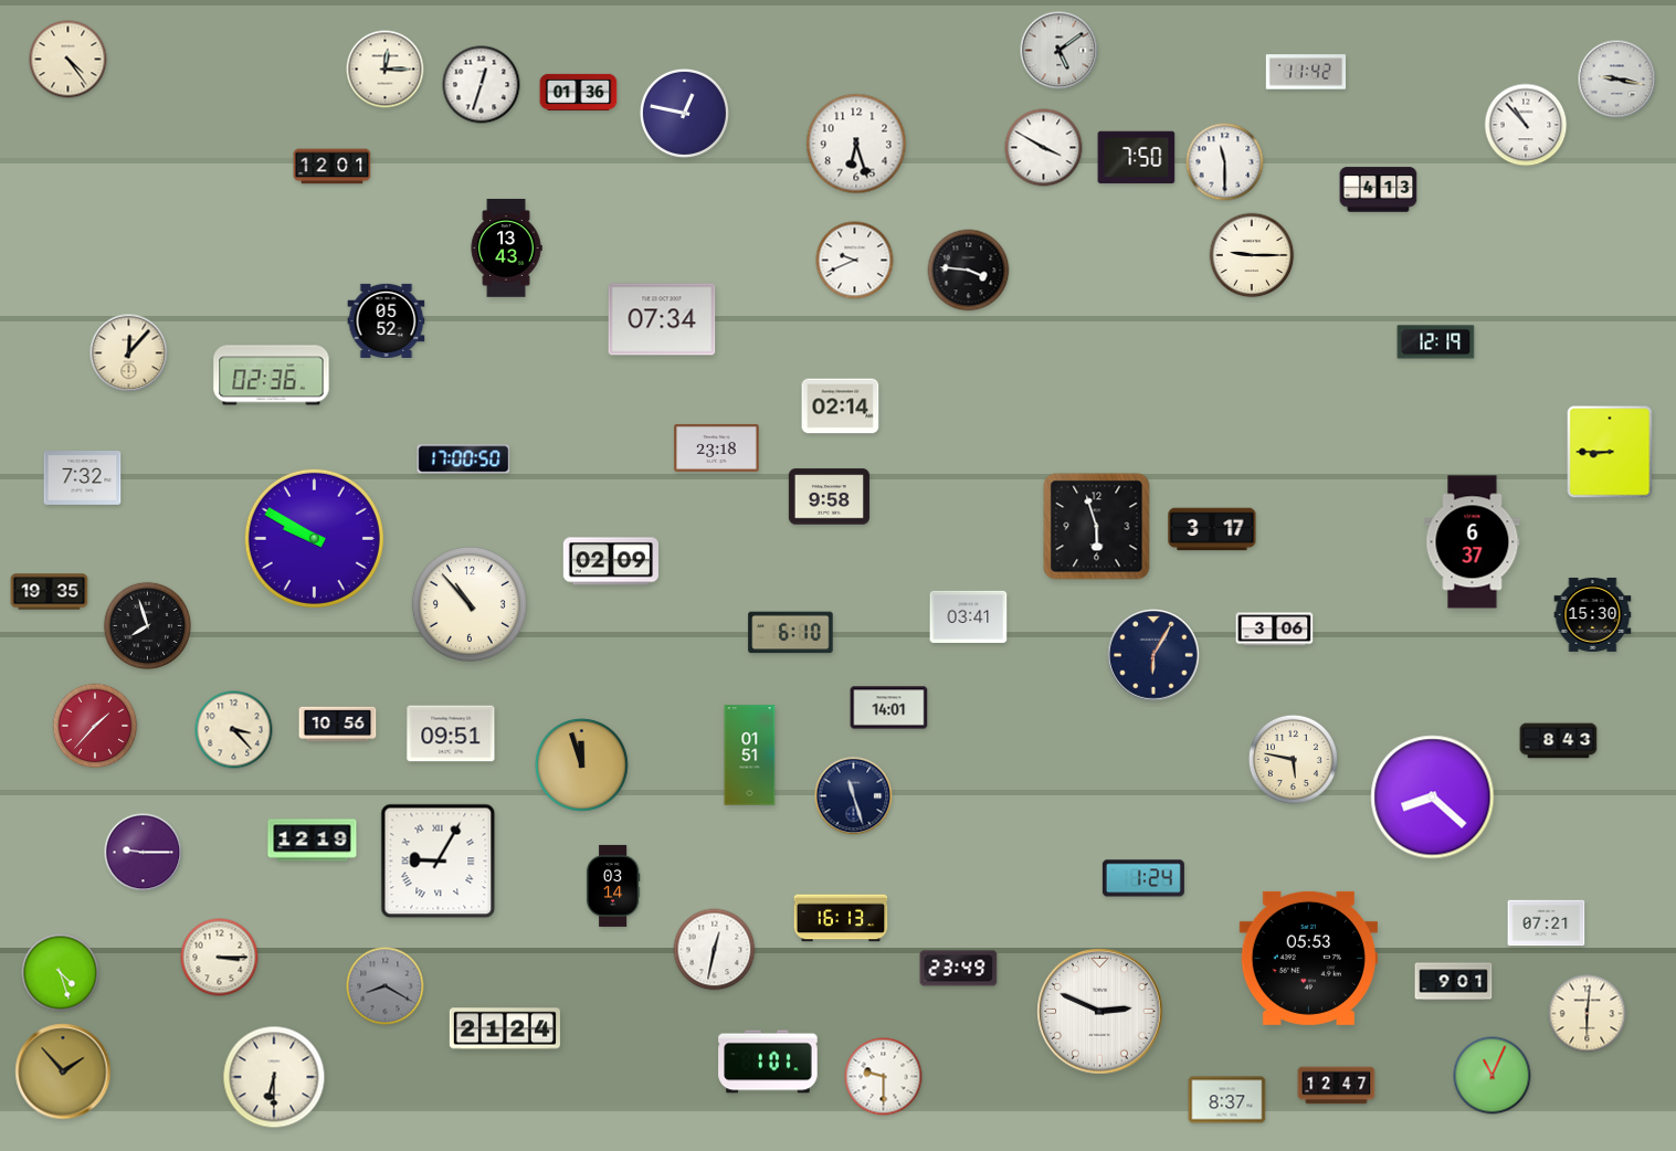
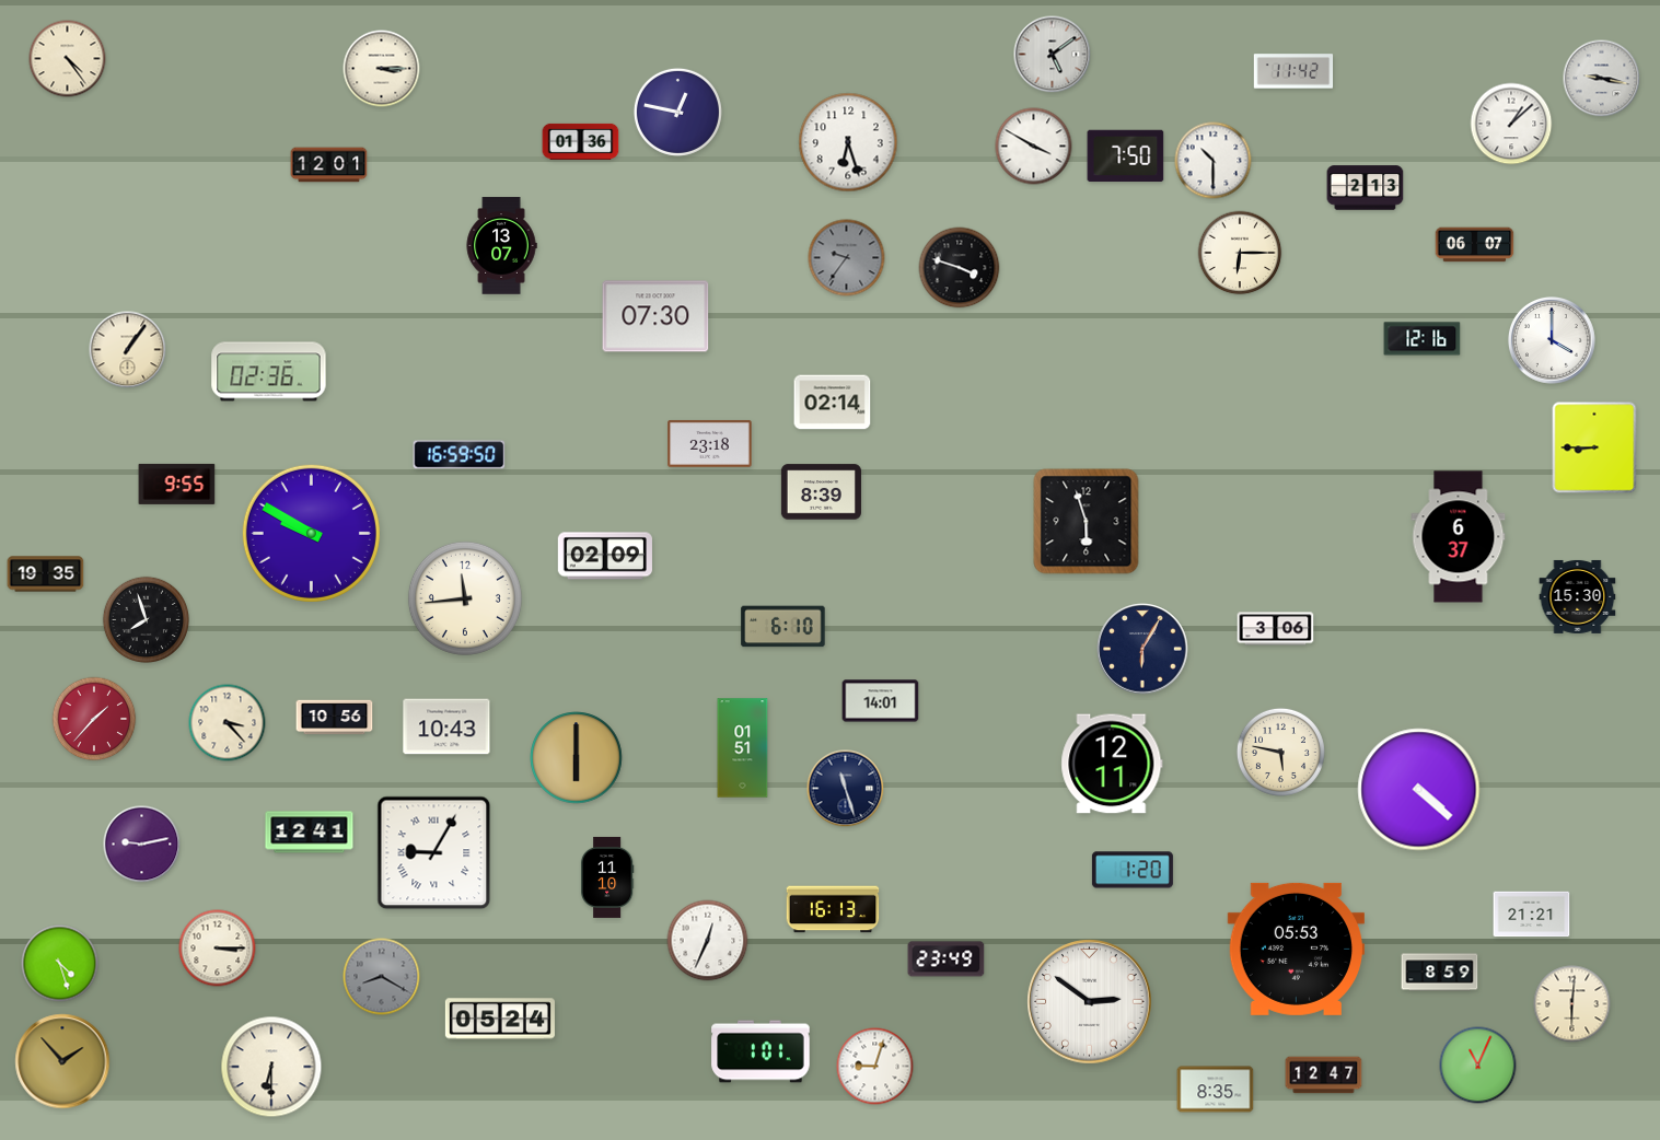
clock at (1060, 51) position: (1060, 51) -> (1053, 55)
clock at (386, 70): 12:15 -> 3:15
clock at (482, 85): 12:33 -> none
clock at (579, 92) position: (579, 92) -> (581, 141)
clock at (1526, 125): 10:53 -> 1:08
clock at (1225, 162): 11:30 -> 10:30
clock at (1379, 190): 4:13 -> 2:13
clock at (1475, 245): none -> 06:07
clock at (506, 249): 13:43 -> 13:07
clock at (1252, 255): 9:15 -> 6:15
clock at (855, 261): 9:41 -> 9:36
clock at (855, 261) dial: white -> grey
clock at (969, 271): 3:46 -> 3:48
clock at (662, 319): 07:34 -> 07:30
clock at (387, 320): 05:52 -> none
clock at (1436, 342): 12:19 -> 12:16
clock at (1552, 340): none -> 4:00
clock at (129, 353): 12:07 -> 1:06
clock at (464, 460): 17:00 -> 16:59
clock at (83, 478): 7:32 -> none
clock at (177, 484): none -> 9:55
clock at (829, 497): 9:58 -> 8:39
clock at (1212, 529): 3:17 -> none
clock at (50, 592) position: (50, 592) -> (46, 574)
clock at (470, 604): 10:53 -> 11:44
clock at (1593, 614) position: (1593, 614) -> (1578, 596)
clock at (969, 616): 03:41 -> none
clock at (1275, 630) position: (1275, 630) -> (1276, 629)
clock at (234, 730) position: (234, 730) -> (228, 723)
clock at (451, 733): 09:51 -> 10:43
clock at (1559, 741): 8:43 -> none
clock at (582, 765): 11:57 -> 6:00
clock at (1112, 764): none -> 12:11
clock at (1433, 798): 8:22 -> 4:22
clock at (313, 841): 12:19 -> 12:41
clock at (144, 853): 9:15 -> 9:13
clock at (1143, 878): 1:24 -> 1:20
clock at (613, 886): 03:14 -> 11:10
clock at (1547, 923): 07:21 -> 21:21
clock at (715, 950): 12:32 -> 12:34
clock at (959, 969) position: (959, 969) -> (947, 959)
clock at (1454, 982): 9:01 -> 8:59
clock at (1100, 1012): 2:49 -> 2:51
clock at (505, 1028): 21:24 -> 05:24
clock at (884, 1077): 9:30 -> 9:03
clock at (1227, 1100): 8:37 -> 8:35
